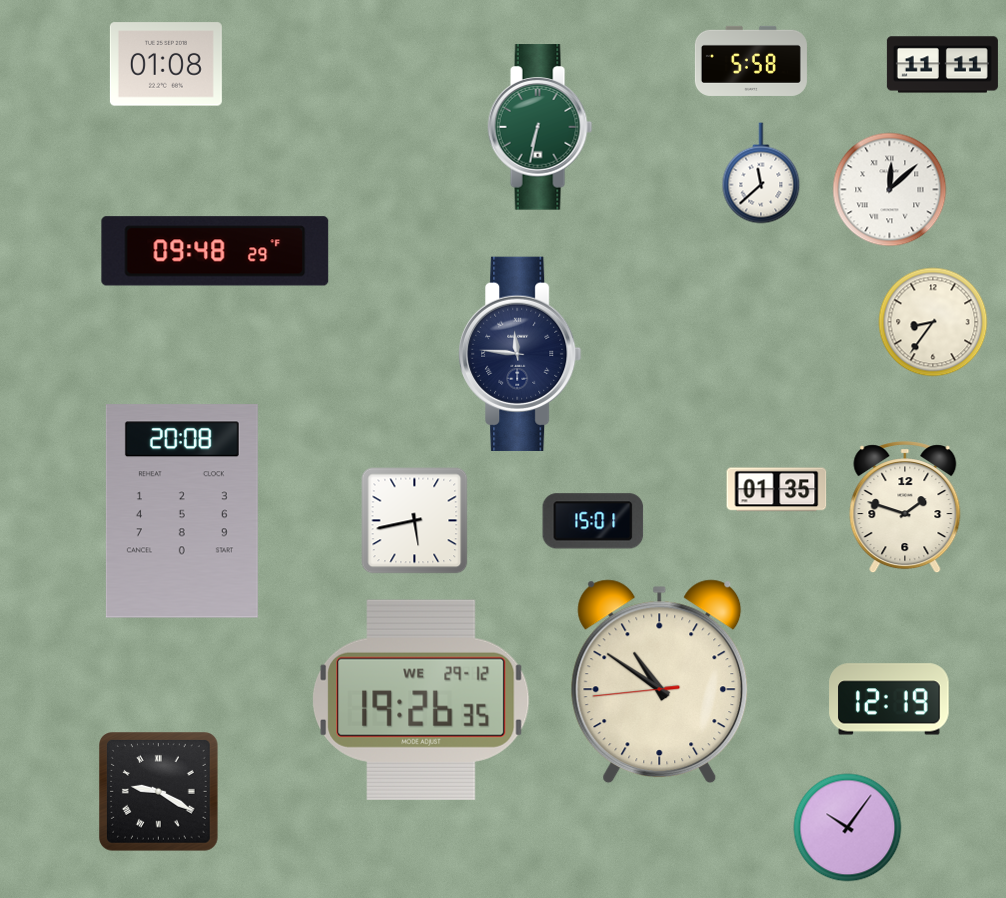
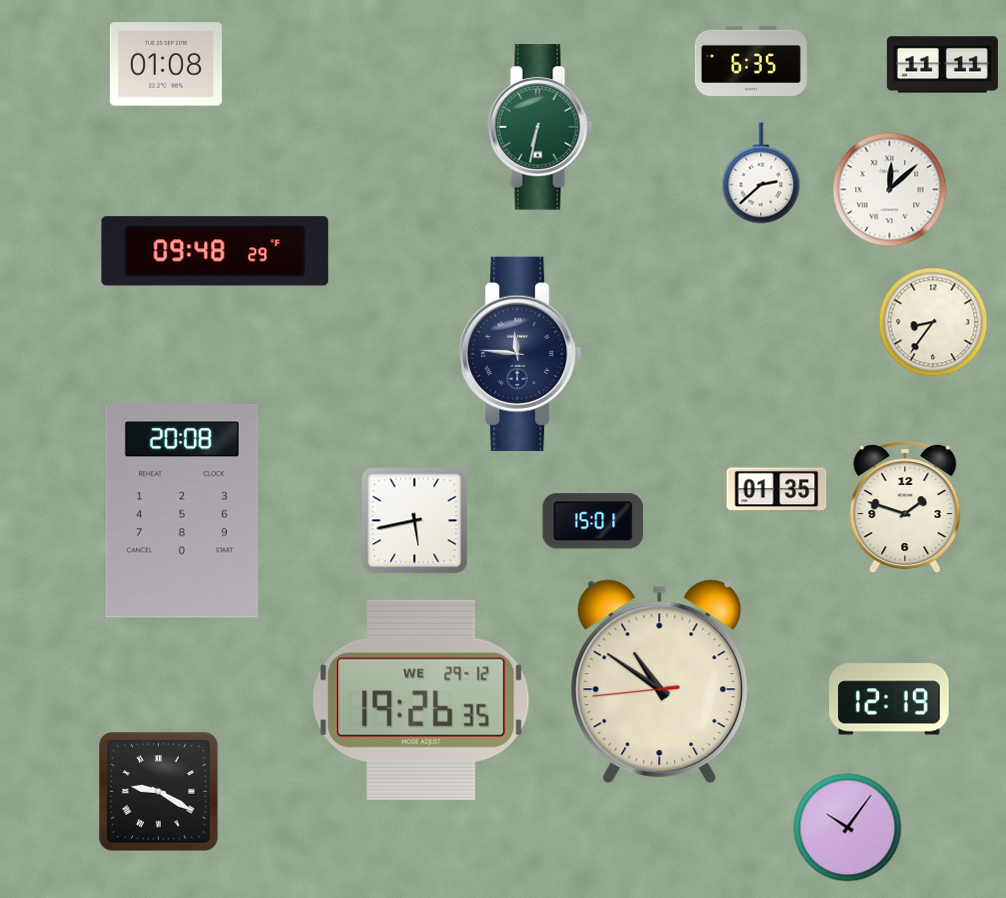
clock at (751, 61): 5:58 -> 6:35
clock at (761, 173): 11:38 -> 2:38
